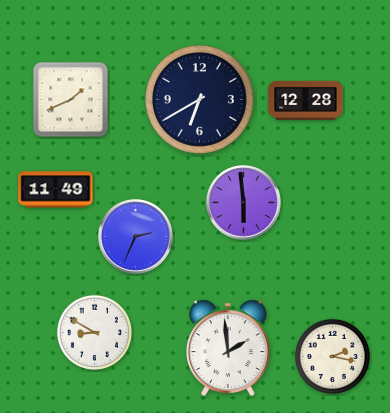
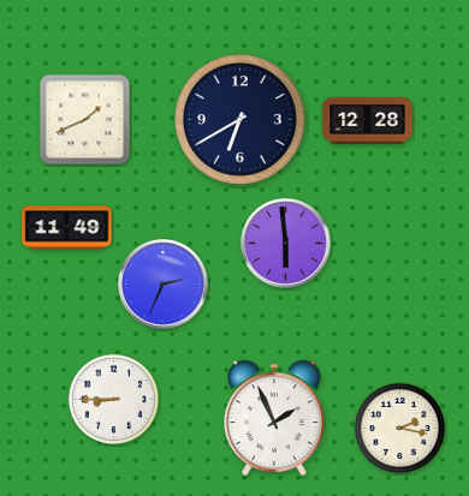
clock at (244, 203) position: (244, 203) -> (286, 244)
clock at (94, 332): 8:50 -> 8:45
clock at (229, 348): 1:59 -> 1:56
